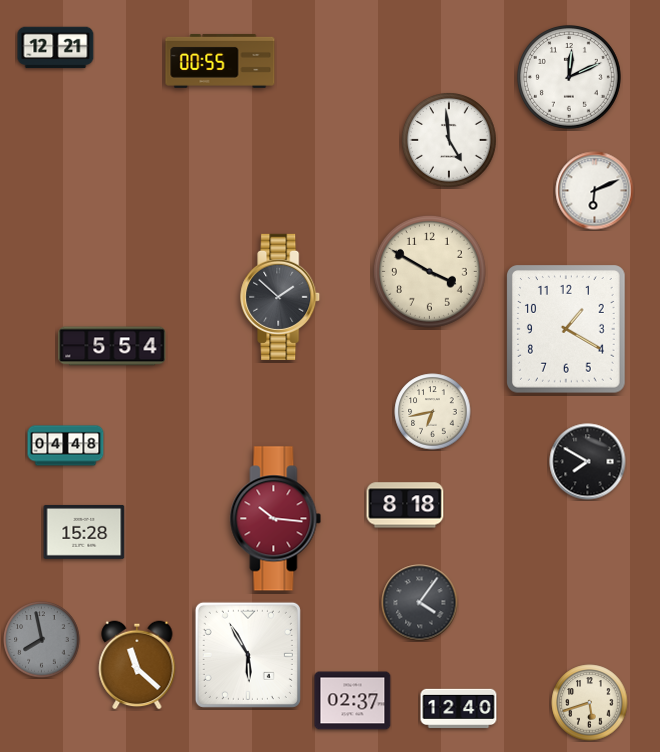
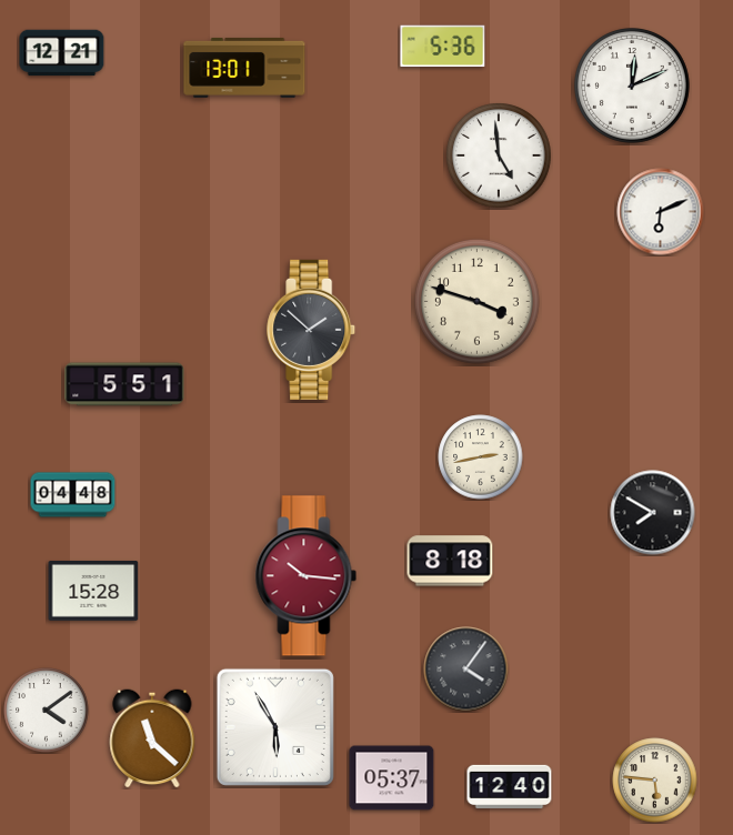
clock at (443, 47): none -> 5:36
clock at (220, 61): 00:55 -> 13:01
clock at (429, 271): 3:50 -> 3:48
clock at (567, 329): 1:20 -> none
clock at (112, 346): 5:54 -> 5:51
clock at (433, 412): 6:43 -> 2:43
clock at (42, 640): 7:58 -> 4:09
clock at (42, 640) dial: grey -> white
clock at (353, 701): 02:37 -> 05:37
clock at (590, 703): 5:42 -> 5:46
